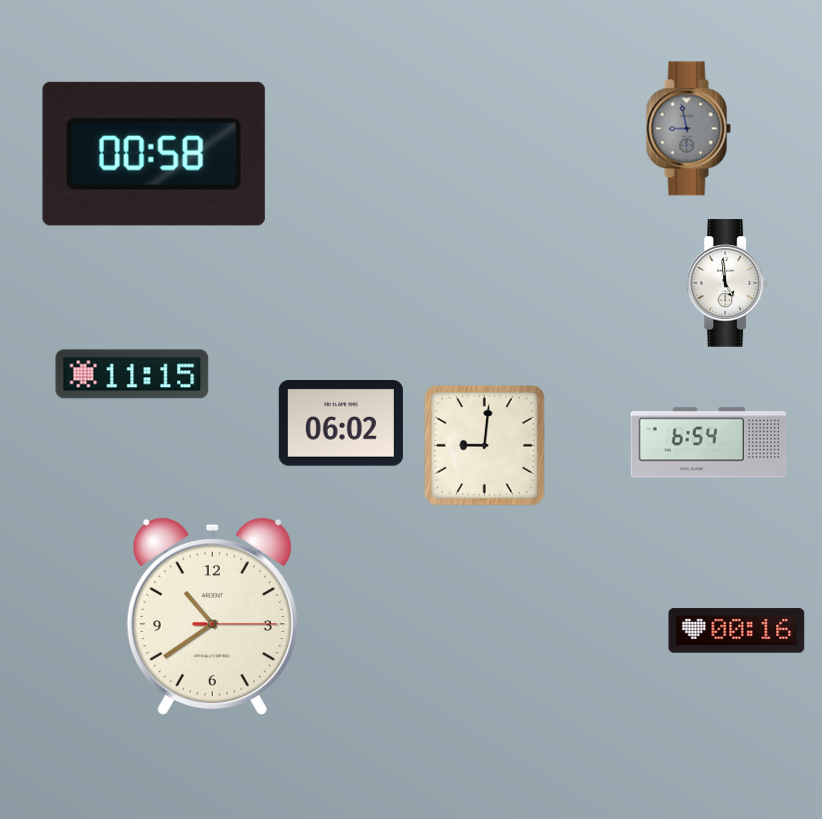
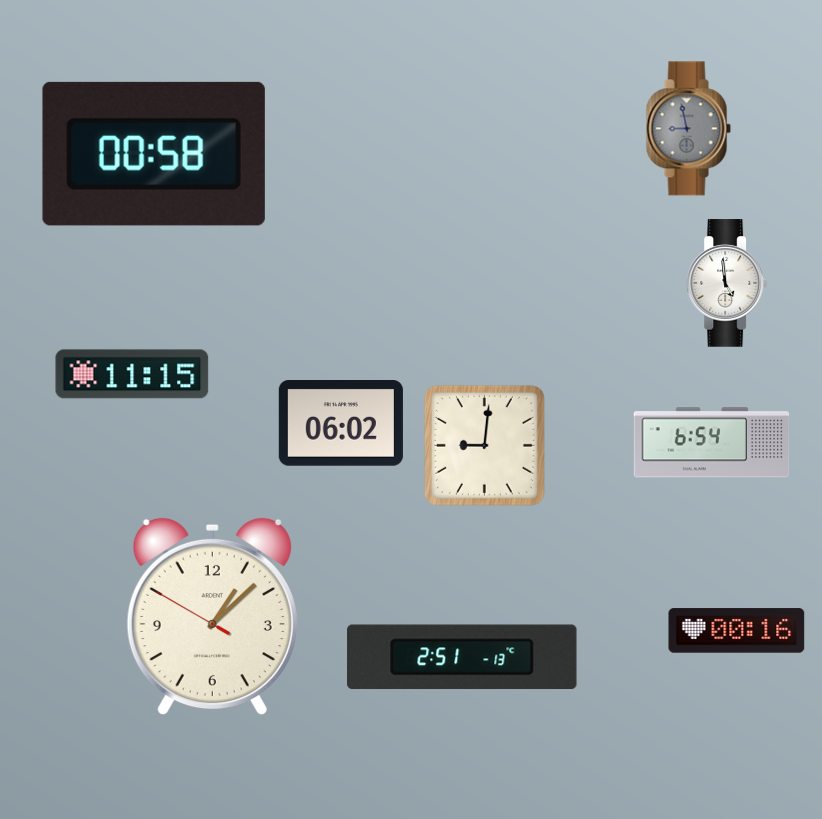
clock at (709, 443) position: (709, 443) -> (712, 443)
clock at (212, 617): 10:39 -> 1:07
clock at (462, 657): none -> 2:51
